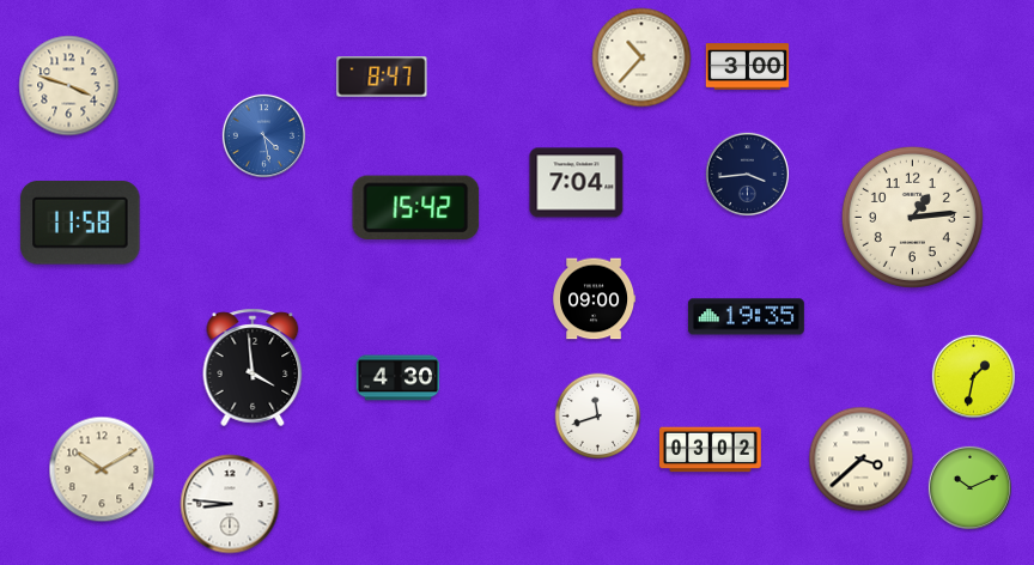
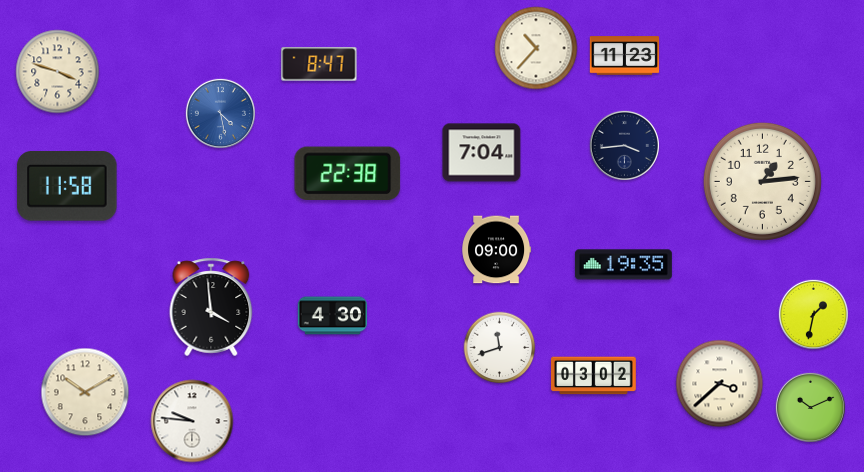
clock at (748, 67): 3:00 -> 11:23
clock at (416, 207): 15:42 -> 22:38
clock at (230, 504): 8:46 -> 9:46
